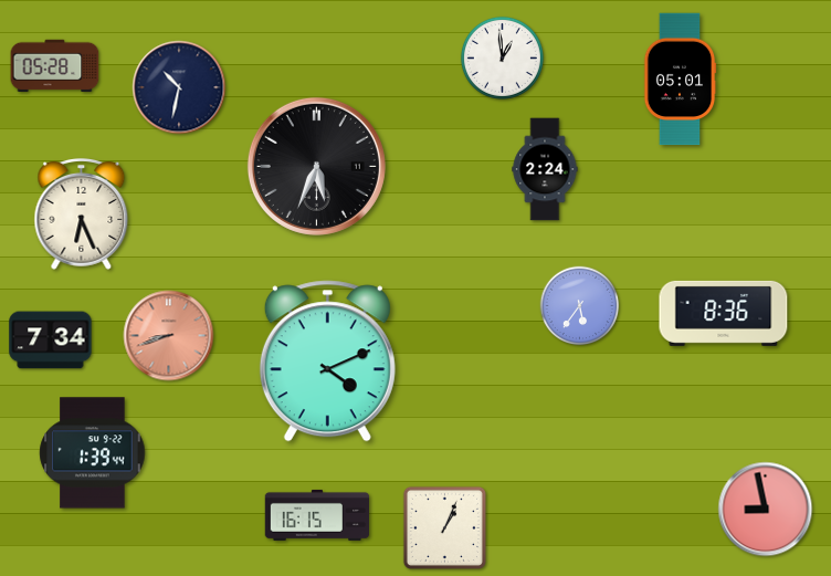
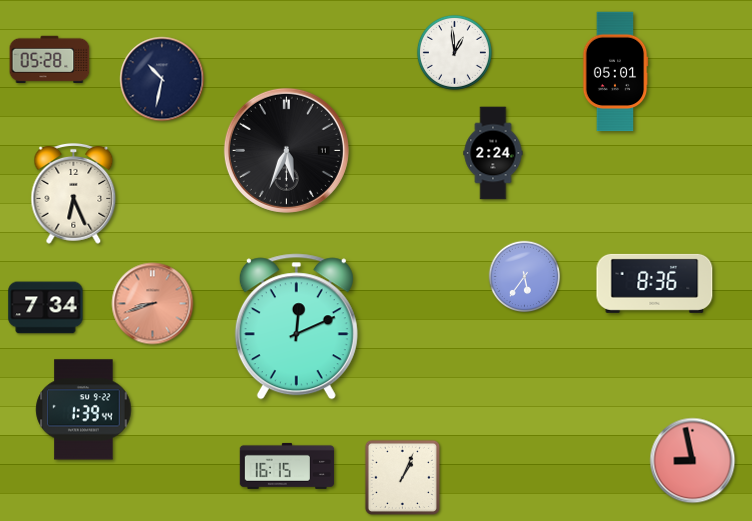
clock at (327, 362): 4:11 -> 12:11
